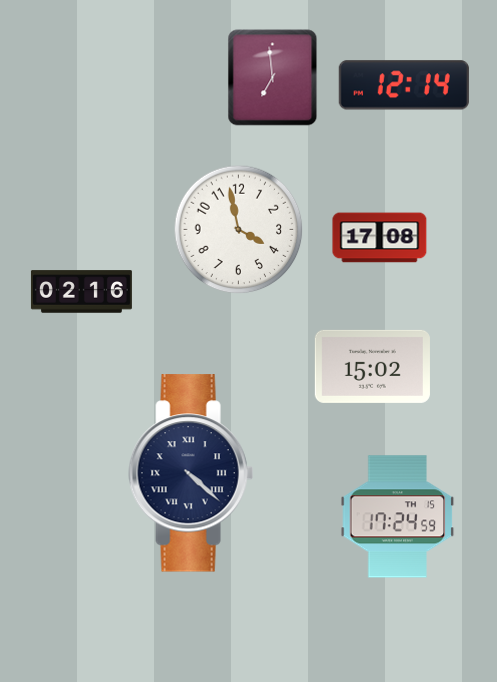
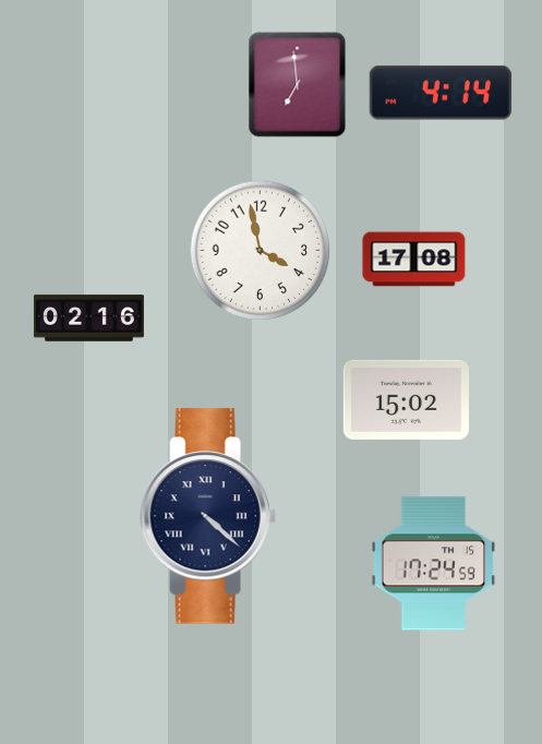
clock at (404, 85): 12:14 -> 4:14
